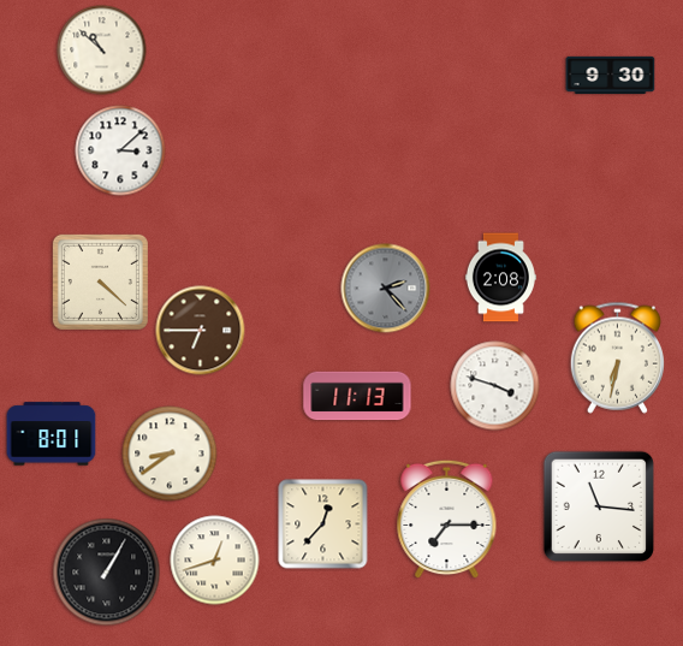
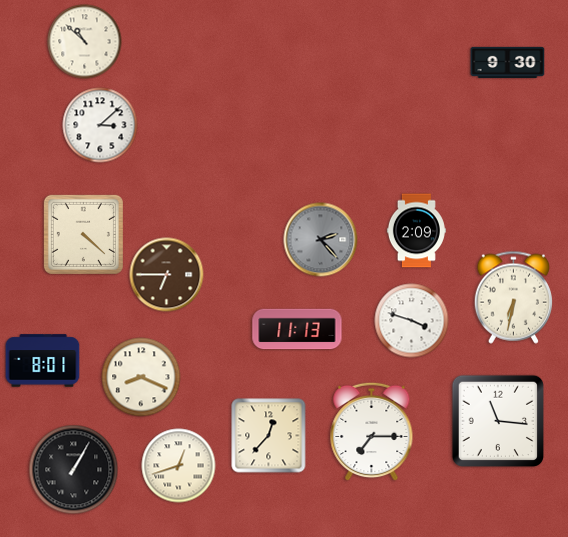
clock at (500, 278): 2:08 -> 2:09
clock at (170, 454): 8:39 -> 8:19
clock at (107, 573) position: (107, 573) -> (74, 470)
